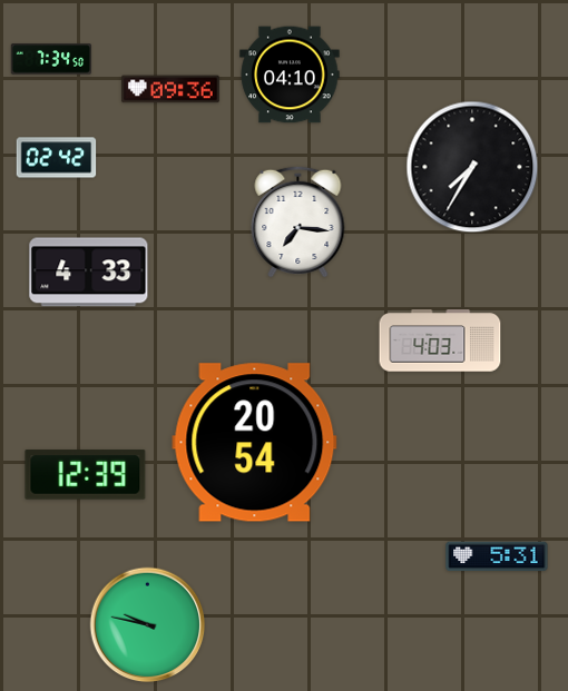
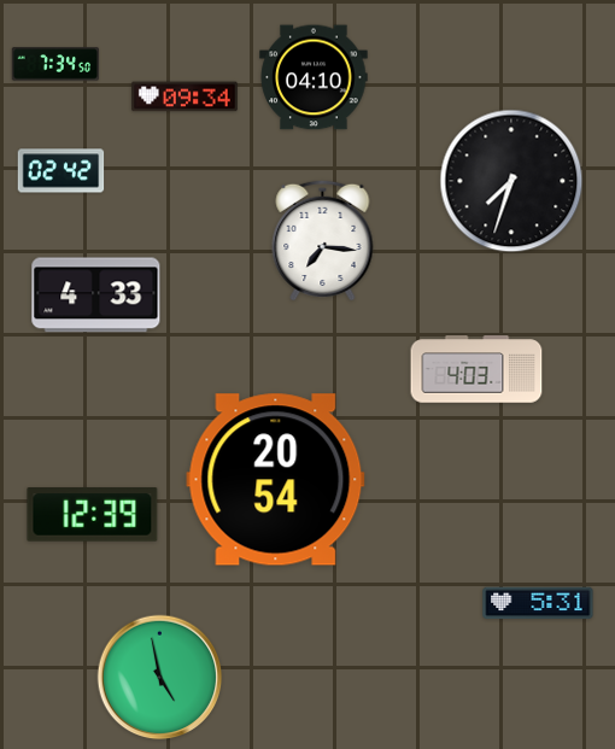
clock at (290, 75) position: (290, 75) -> (314, 77)
clock at (170, 89): 09:36 -> 09:34
clock at (472, 167): 7:35 -> 7:33
clock at (148, 625): 9:47 -> 4:58
